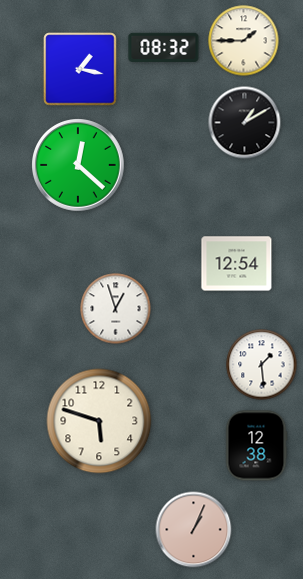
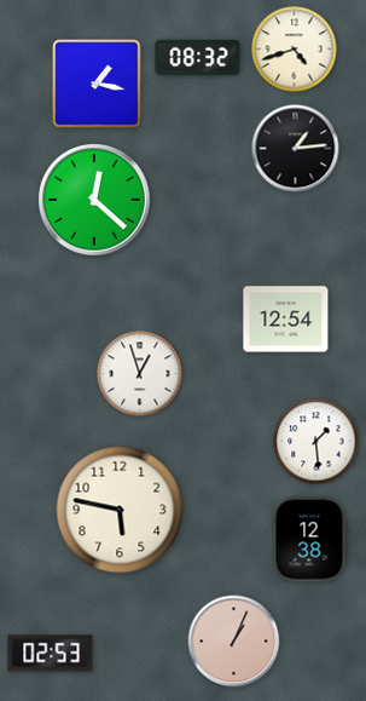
clock at (244, 41): 1:45 -> 4:42
clock at (245, 123): 1:10 -> 1:14
clock at (99, 421): 5:48 -> 5:47
clock at (51, 654): none -> 02:53
